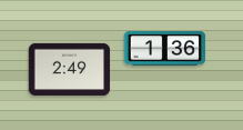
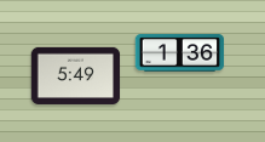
clock at (70, 69): 2:49 -> 5:49
